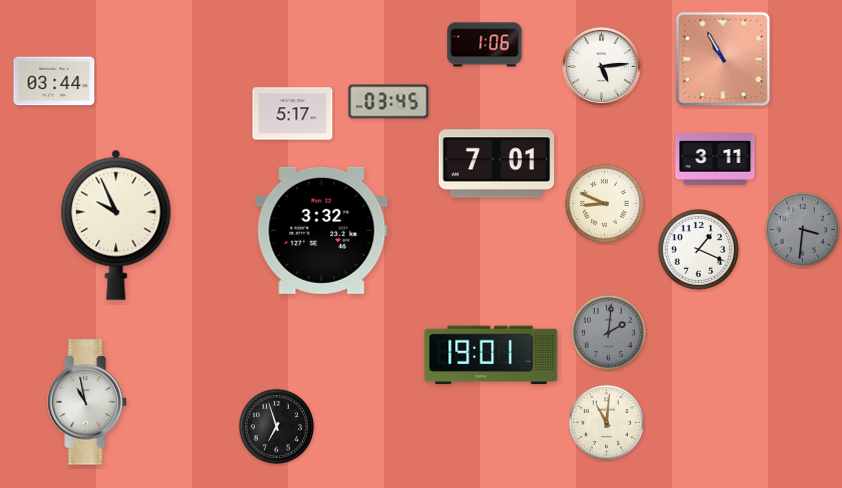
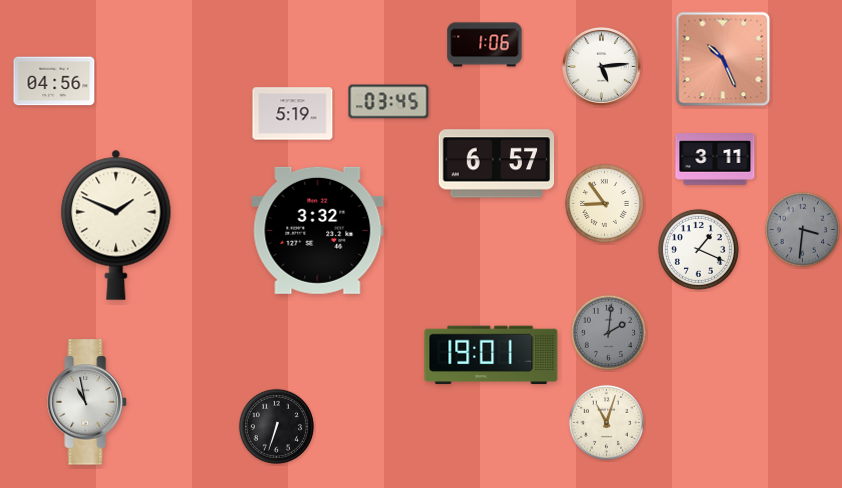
clock at (723, 59): 10:55 -> 10:26
clock at (54, 81): 03:44 -> 04:56
clock at (293, 114): 5:17 -> 5:19
clock at (497, 164): 7:01 -> 6:57
clock at (604, 203): 8:49 -> 8:54
clock at (116, 225): 9:56 -> 1:49
clock at (322, 230) position: (322, 230) -> (318, 230)
clock at (606, 422): 11:01 -> 11:03
clock at (276, 426): 6:57 -> 6:33
